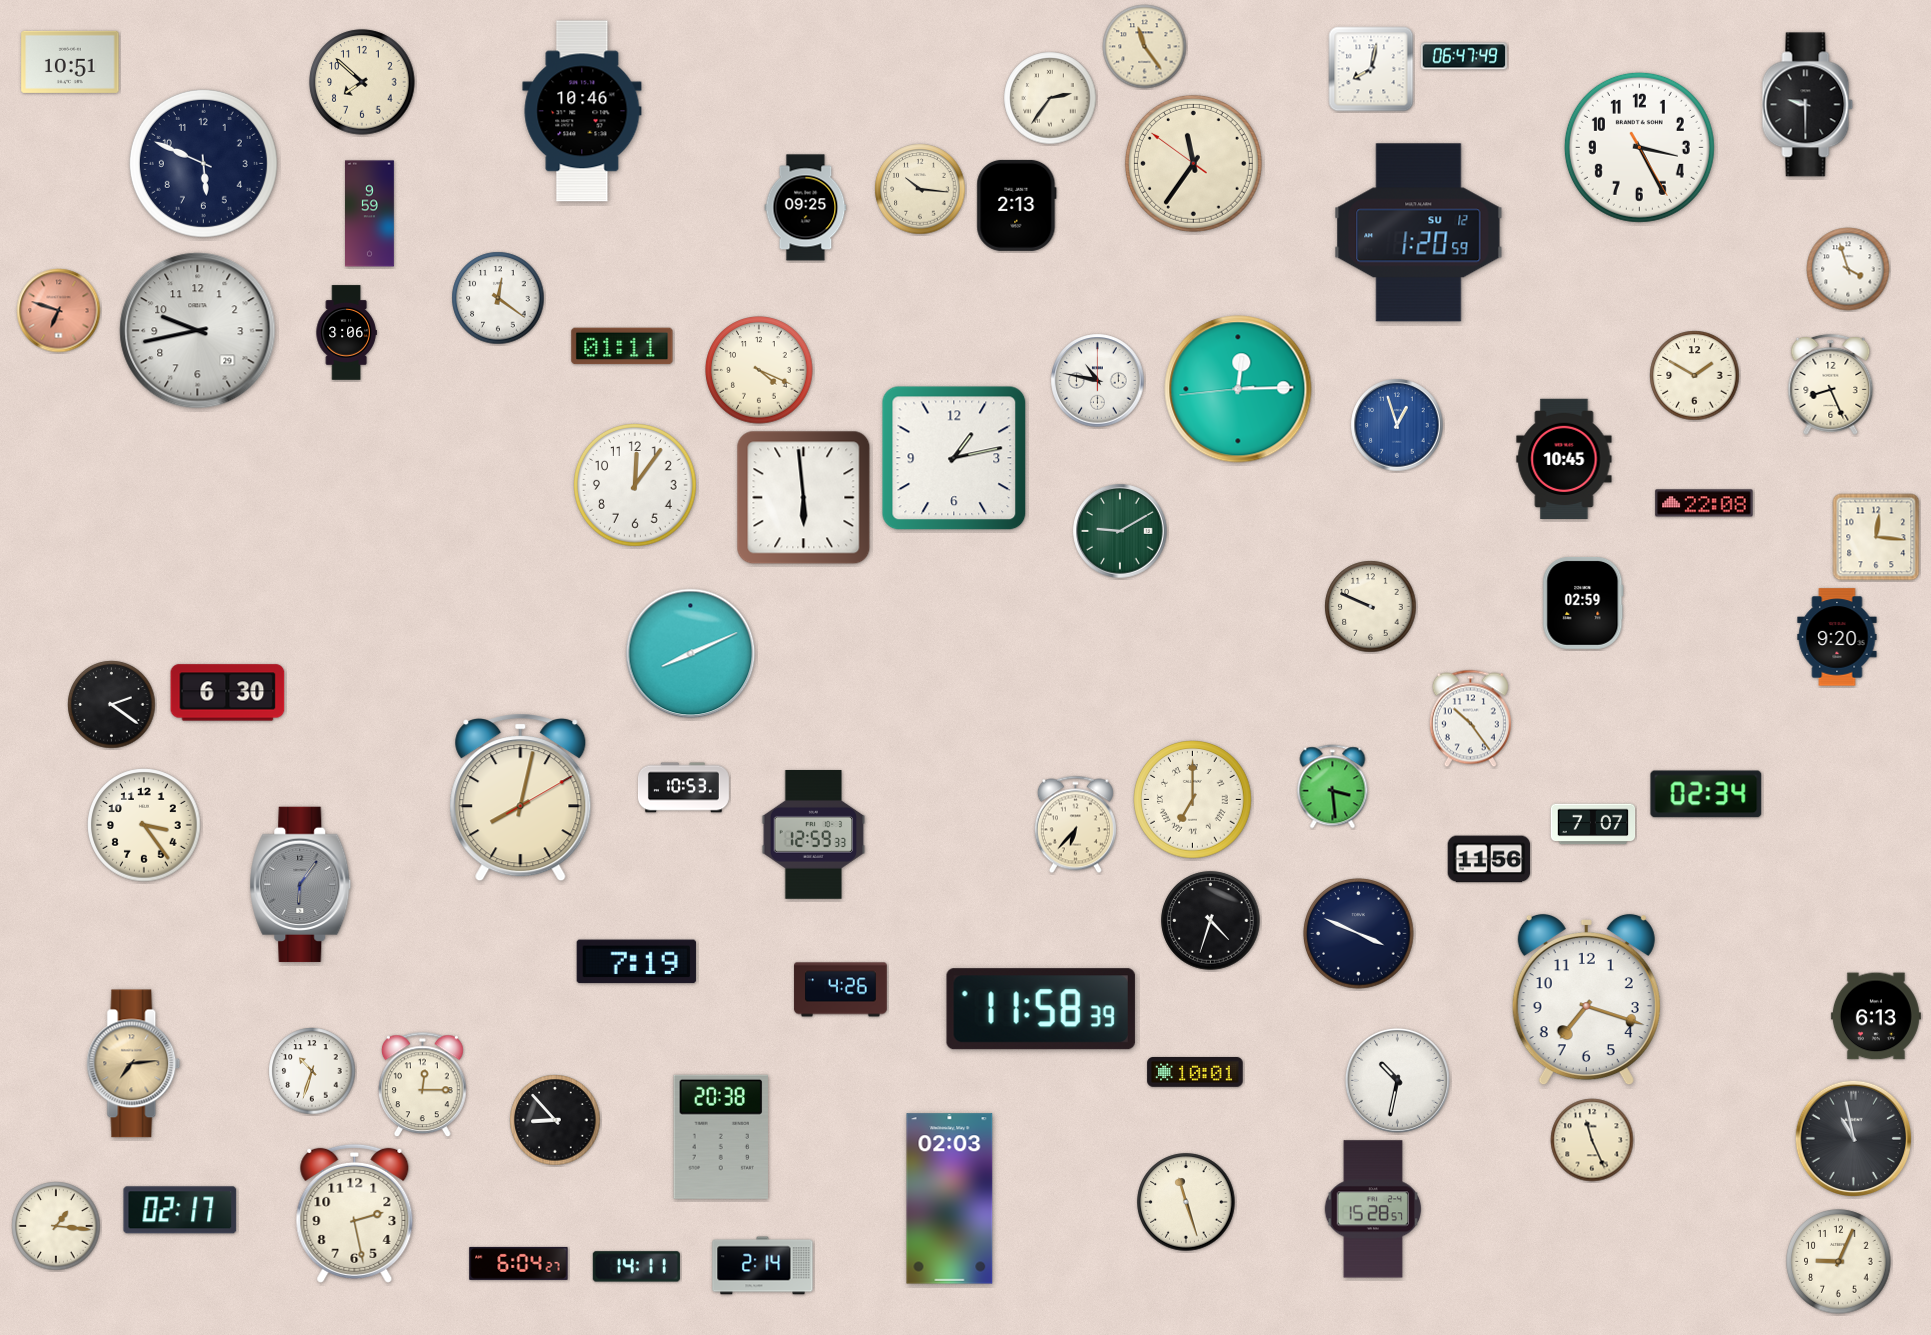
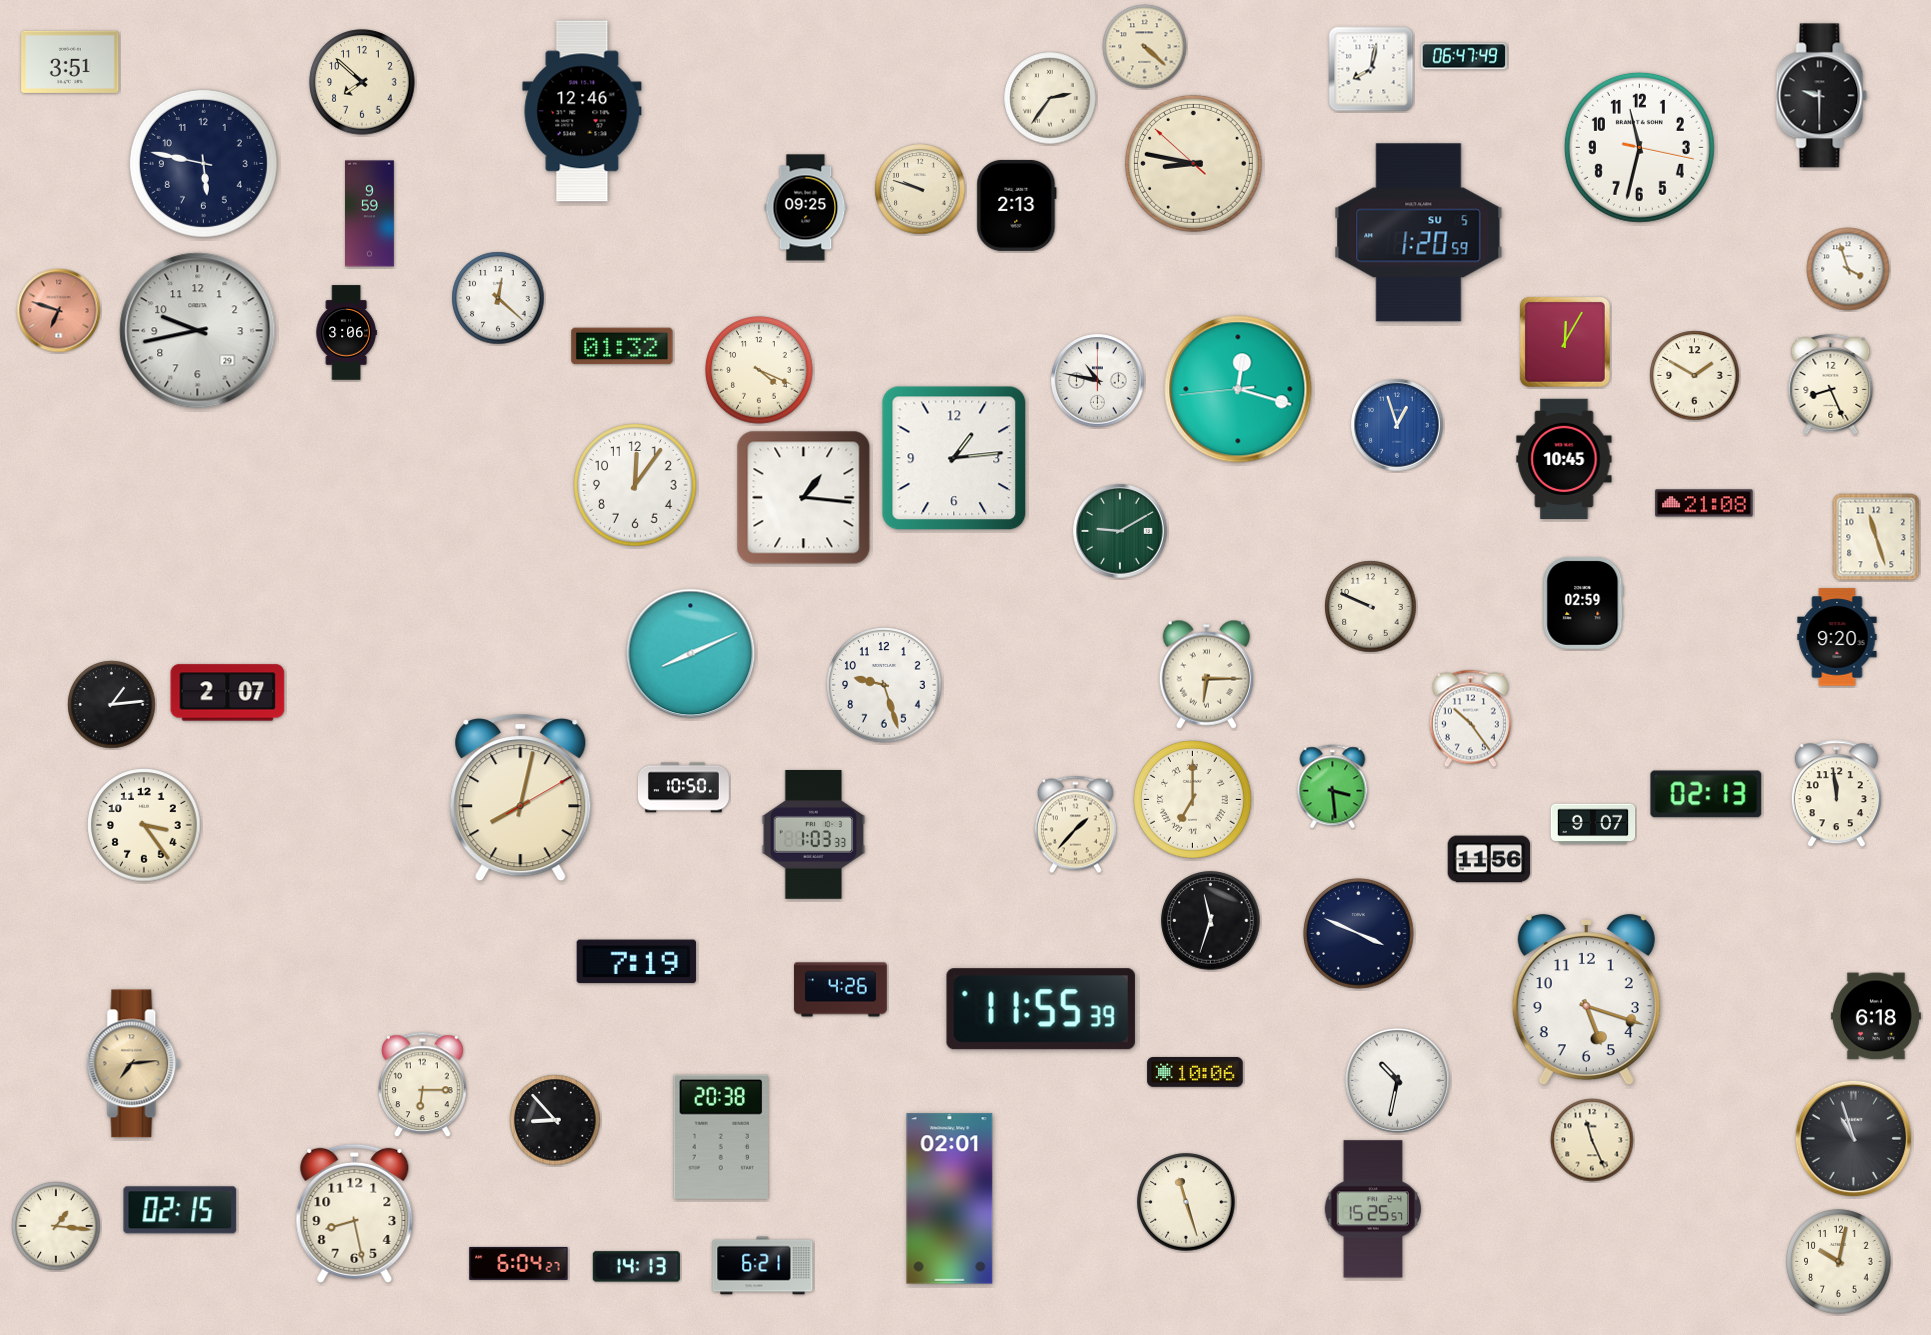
clock at (1145, 47): 11:24 -> 4:22
clock at (70, 62): 10:51 -> 3:51
clock at (1808, 105) position: (1808, 105) -> (1822, 96)
clock at (582, 111): 10:46 -> 12:46
clock at (1639, 147): 3:25 -> 11:32
clock at (203, 163): 5:49 -> 5:47
clock at (1193, 163): 11:35 -> 8:46
clock at (920, 189): 10:16 -> 9:48
clock at (1419, 233) date: SU 12 -> SU 5
clock at (498, 298): 12:21 -> 12:22
clock at (1565, 342): none -> 12:05
clock at (622, 346): 01:11 -> 01:32
clock at (1238, 389): 12:14 -> 12:17
clock at (954, 458): 1:13 -> 1:14
clock at (804, 498): 5:59 -> 1:16
clock at (1704, 503): 22:08 -> 21:08
clock at (1876, 537): 12:16 -> 11:27
clock at (1206, 674): none -> 6:15
clock at (884, 685): none -> 9:27
clock at (228, 693): 6:30 -> 2:07
clock at (112, 705): 2:21 -> 1:14
clock at (683, 788): 10:53 -> 10:50
clock at (1706, 794): 02:34 -> 02:13
clock at (1836, 794): none -> 11:59
clock at (1593, 824): 7:07 -> 9:07
clock at (1075, 825): 6:37 -> 1:37
clock at (814, 835): 12:59 -> 1:03
clock at (301, 884): 6:06 -> none
clock at (1211, 921): 4:33 -> 11:33
clock at (1586, 1000): 7:18 -> 5:18
clock at (1041, 1009): 11:58 -> 11:55
clock at (1876, 1016): 6:13 -> 6:18
clock at (312, 1071): 10:33 -> none
clock at (1195, 1073): 10:01 -> 10:06
clock at (423, 1085): 12:15 -> 6:15
clock at (1853, 1138): 10:58 -> 10:57
clock at (950, 1199): 02:03 -> 02:01
clock at (1372, 1209): 15:28 -> 15:25
clock at (180, 1210): 02:17 -> 02:15
clock at (355, 1213): 2:28 -> 8:28
clock at (1839, 1262): 9:04 -> 10:02
clock at (763, 1266): 2:14 -> 6:21
clock at (636, 1267): 14:11 -> 14:13
